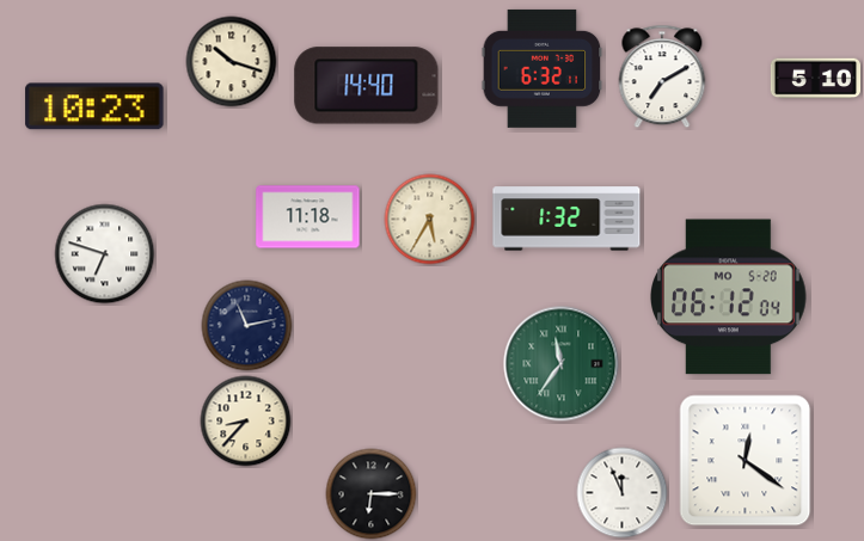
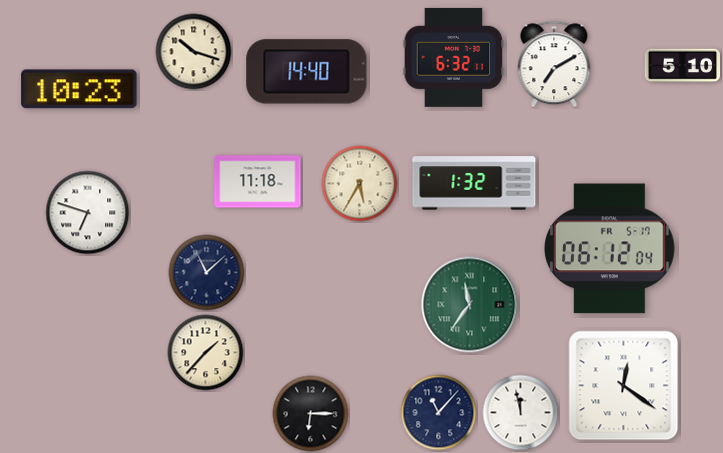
clock at (729, 297) date: MO 5-20 -> FR 5-17
clock at (247, 326): 11:13 -> 11:08
clock at (246, 422): 8:37 -> 1:37
clock at (439, 413): none -> 11:07
clock at (623, 493): 11:56 -> 11:58
